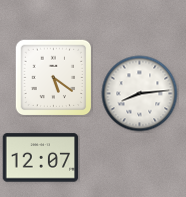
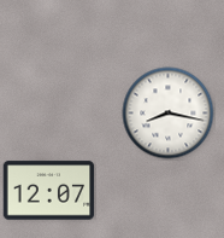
clock at (53, 77): 5:21 -> none
clock at (140, 94): 8:14 -> 8:17
